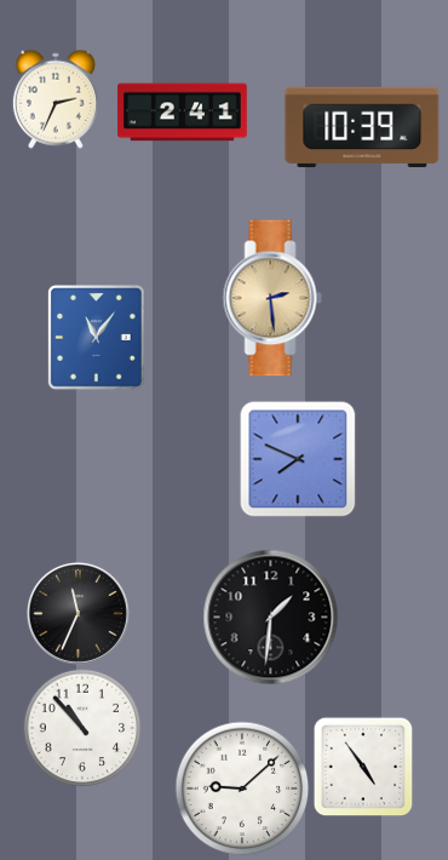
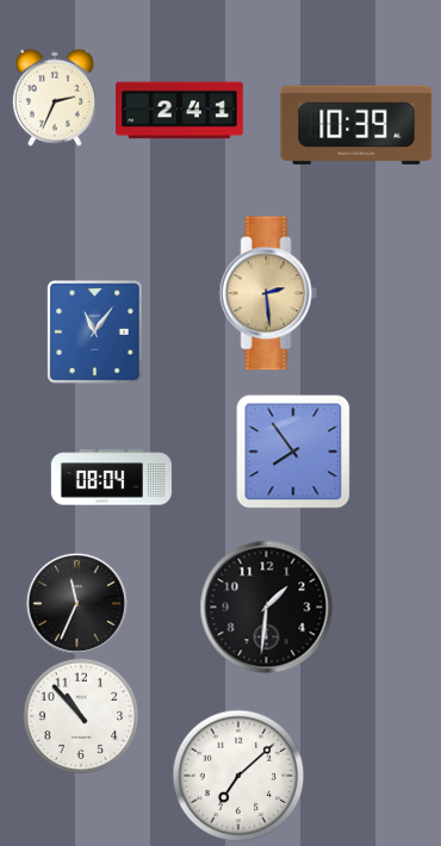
clock at (298, 459): 7:49 -> 7:54
clock at (111, 478): none -> 08:04
clock at (363, 767): 4:54 -> none
clock at (242, 789): 9:08 -> 7:08
